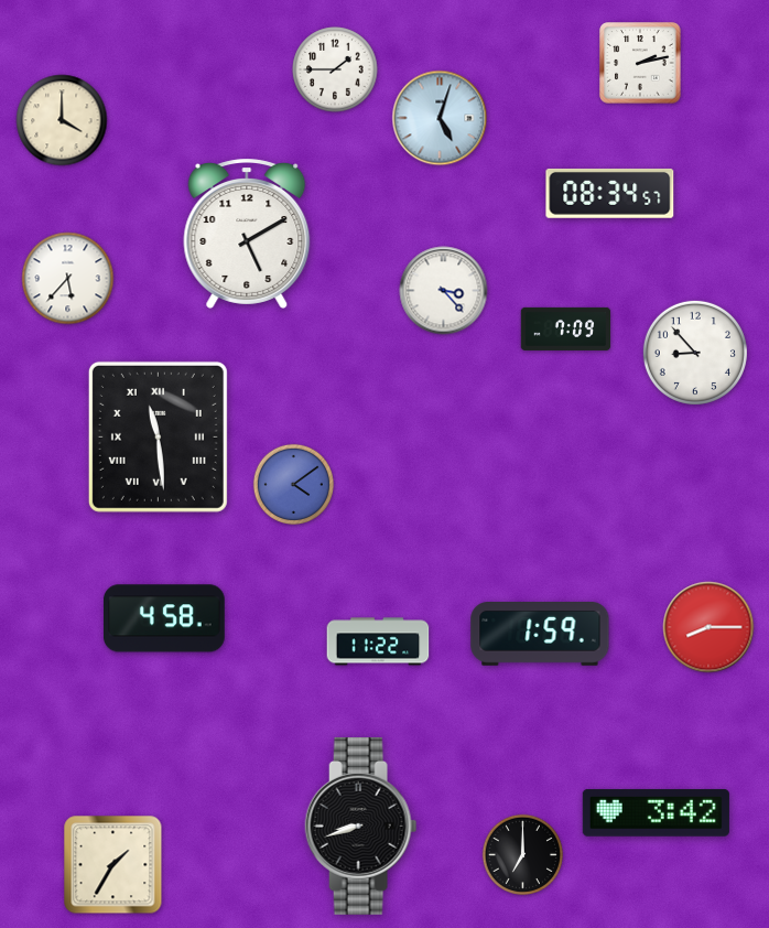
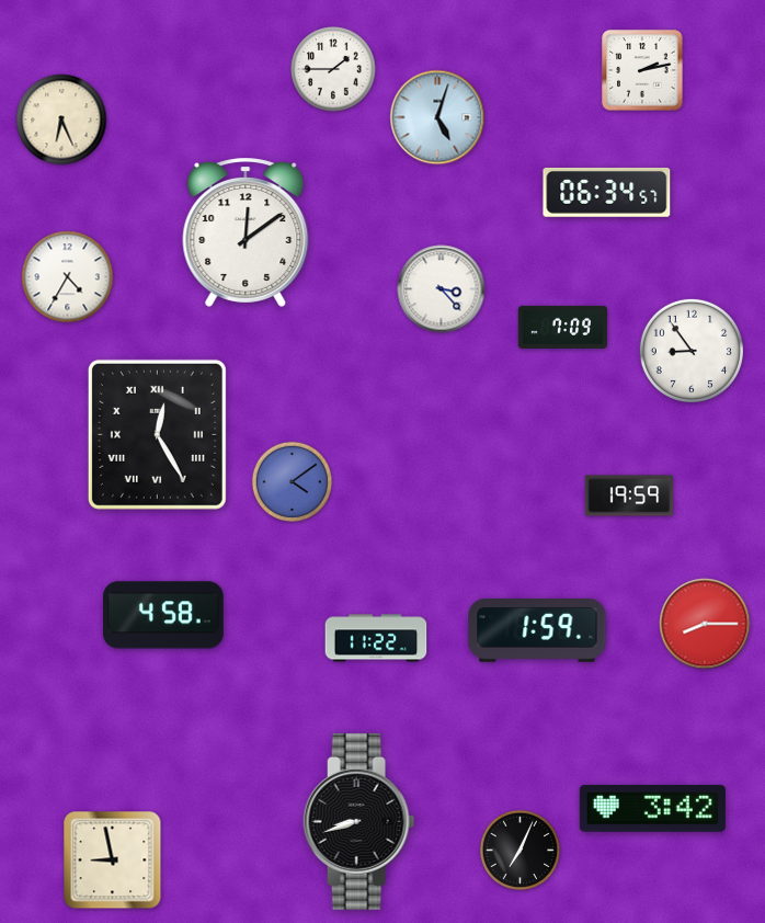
clock at (640, 63) position: (640, 63) -> (642, 70)
clock at (62, 120): 4:00 -> 6:26
clock at (610, 193): 08:34 -> 06:34
clock at (247, 234): 5:10 -> 12:09
clock at (68, 279): 5:37 -> 4:35
clock at (695, 353): 8:53 -> 8:54
clock at (158, 436): 11:29 -> 12:25
clock at (629, 495): none -> 19:59
clock at (522, 854): 7:00 -> 7:04
clock at (113, 865): 1:35 -> 8:58
